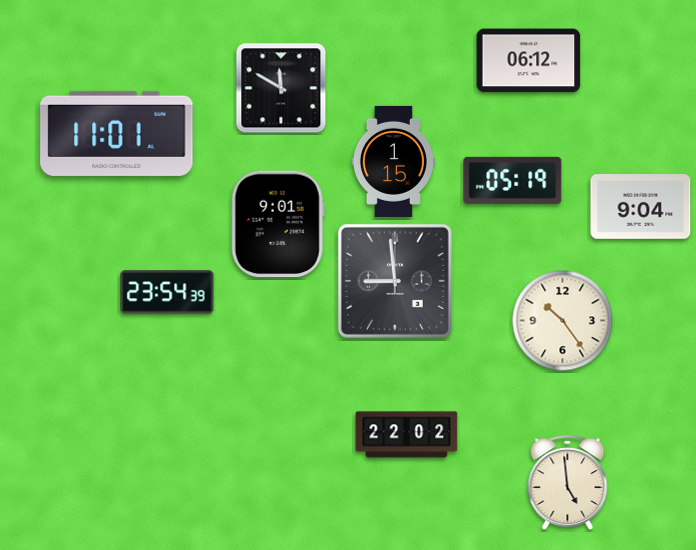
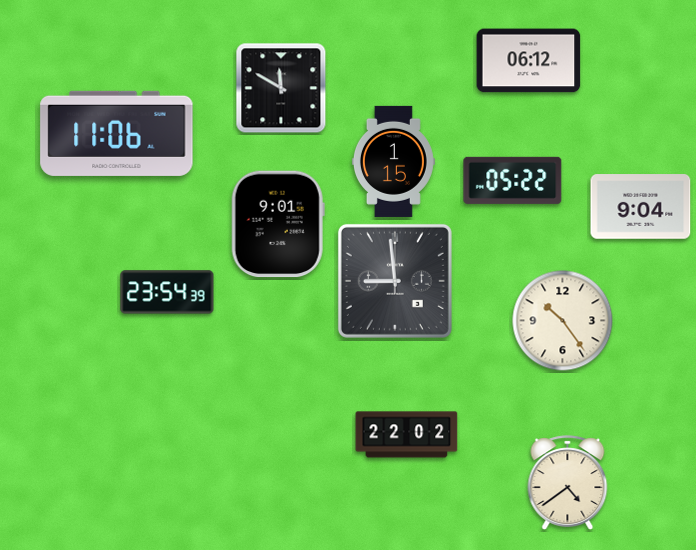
clock at (117, 133): 11:01 -> 11:06
clock at (513, 180): 05:19 -> 05:22
clock at (568, 483): 4:59 -> 4:39
